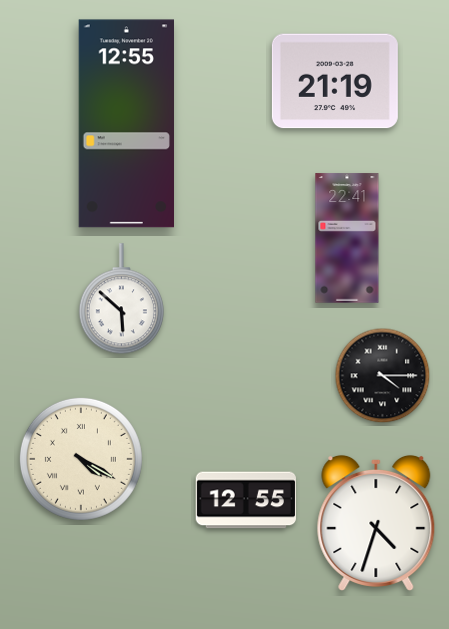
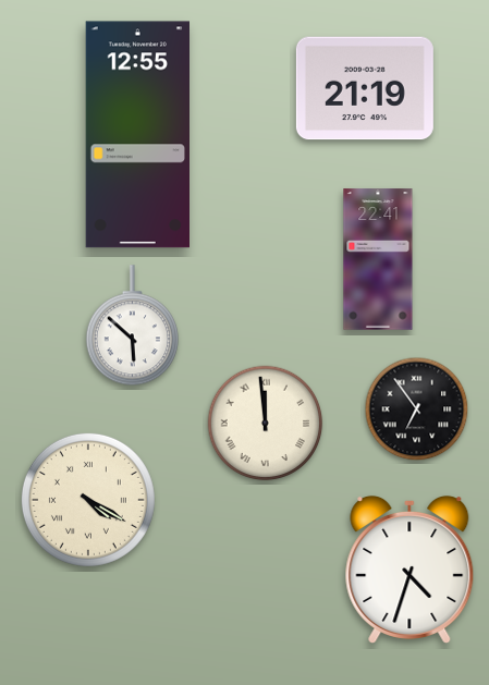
clock at (383, 376): 4:15 -> 6:54
clock at (266, 424): none -> 11:59
clock at (246, 500): 12:55 -> none
